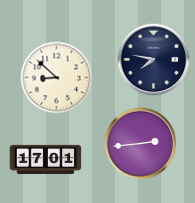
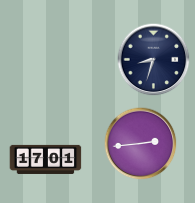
clock at (154, 60): 7:47 -> 8:33
clock at (57, 78): 8:52 -> none
